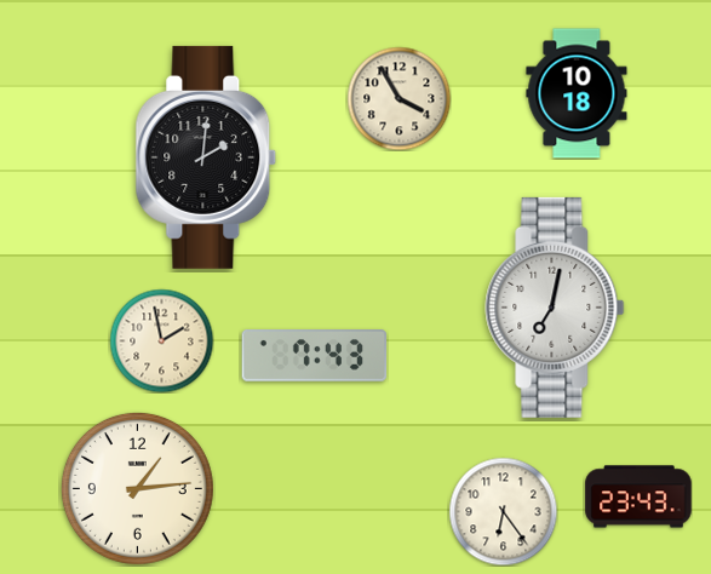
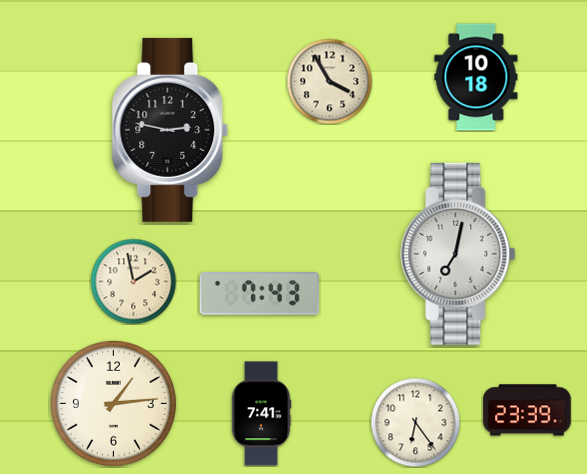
clock at (206, 157): 2:01 -> 2:47
clock at (638, 496): 23:43 -> 23:39
clock at (261, 414): none -> 7:41
